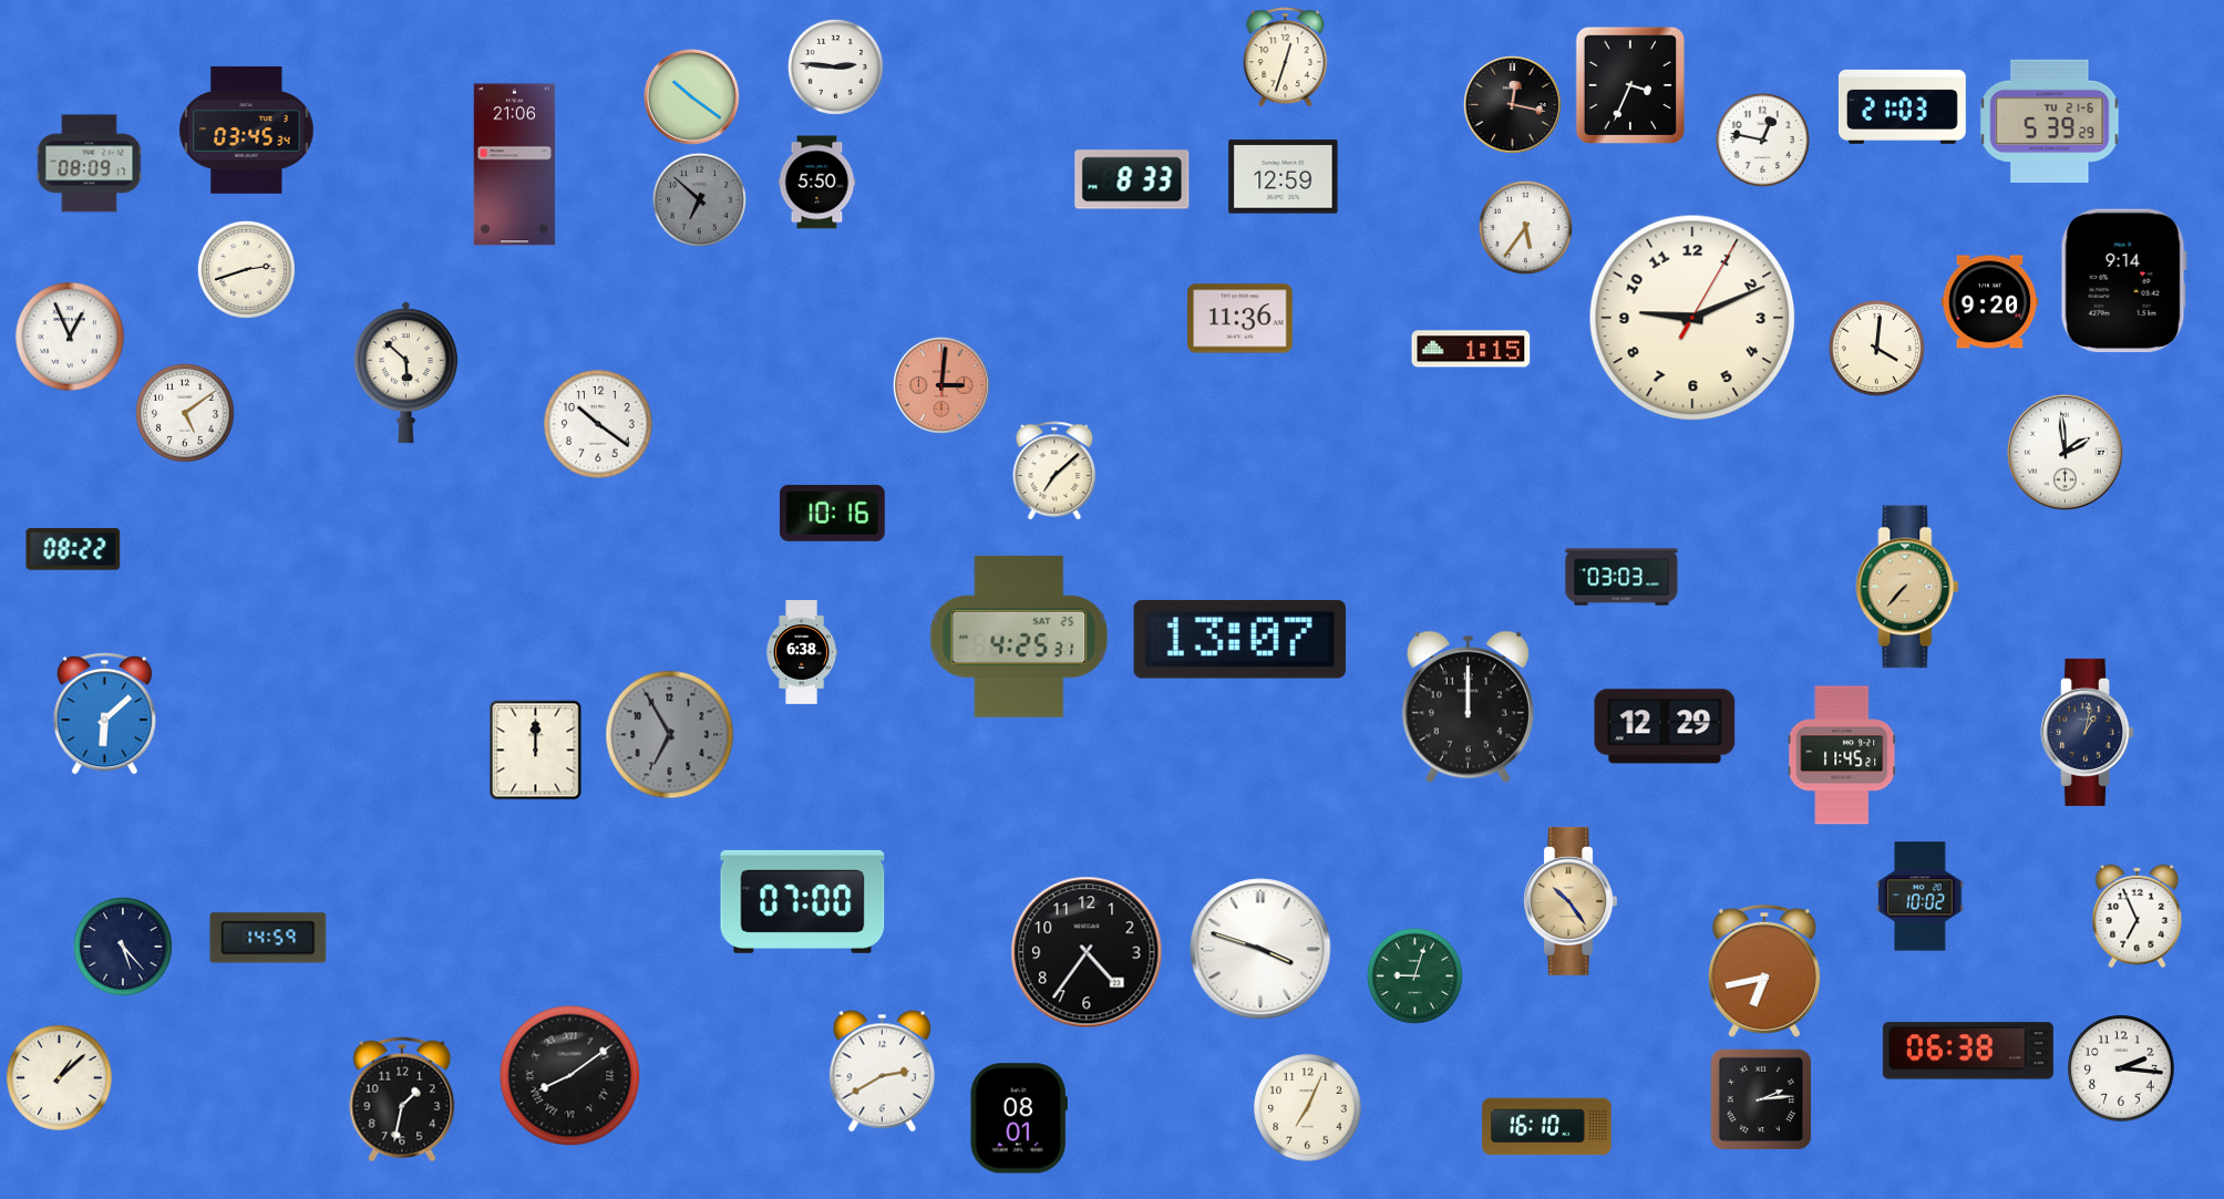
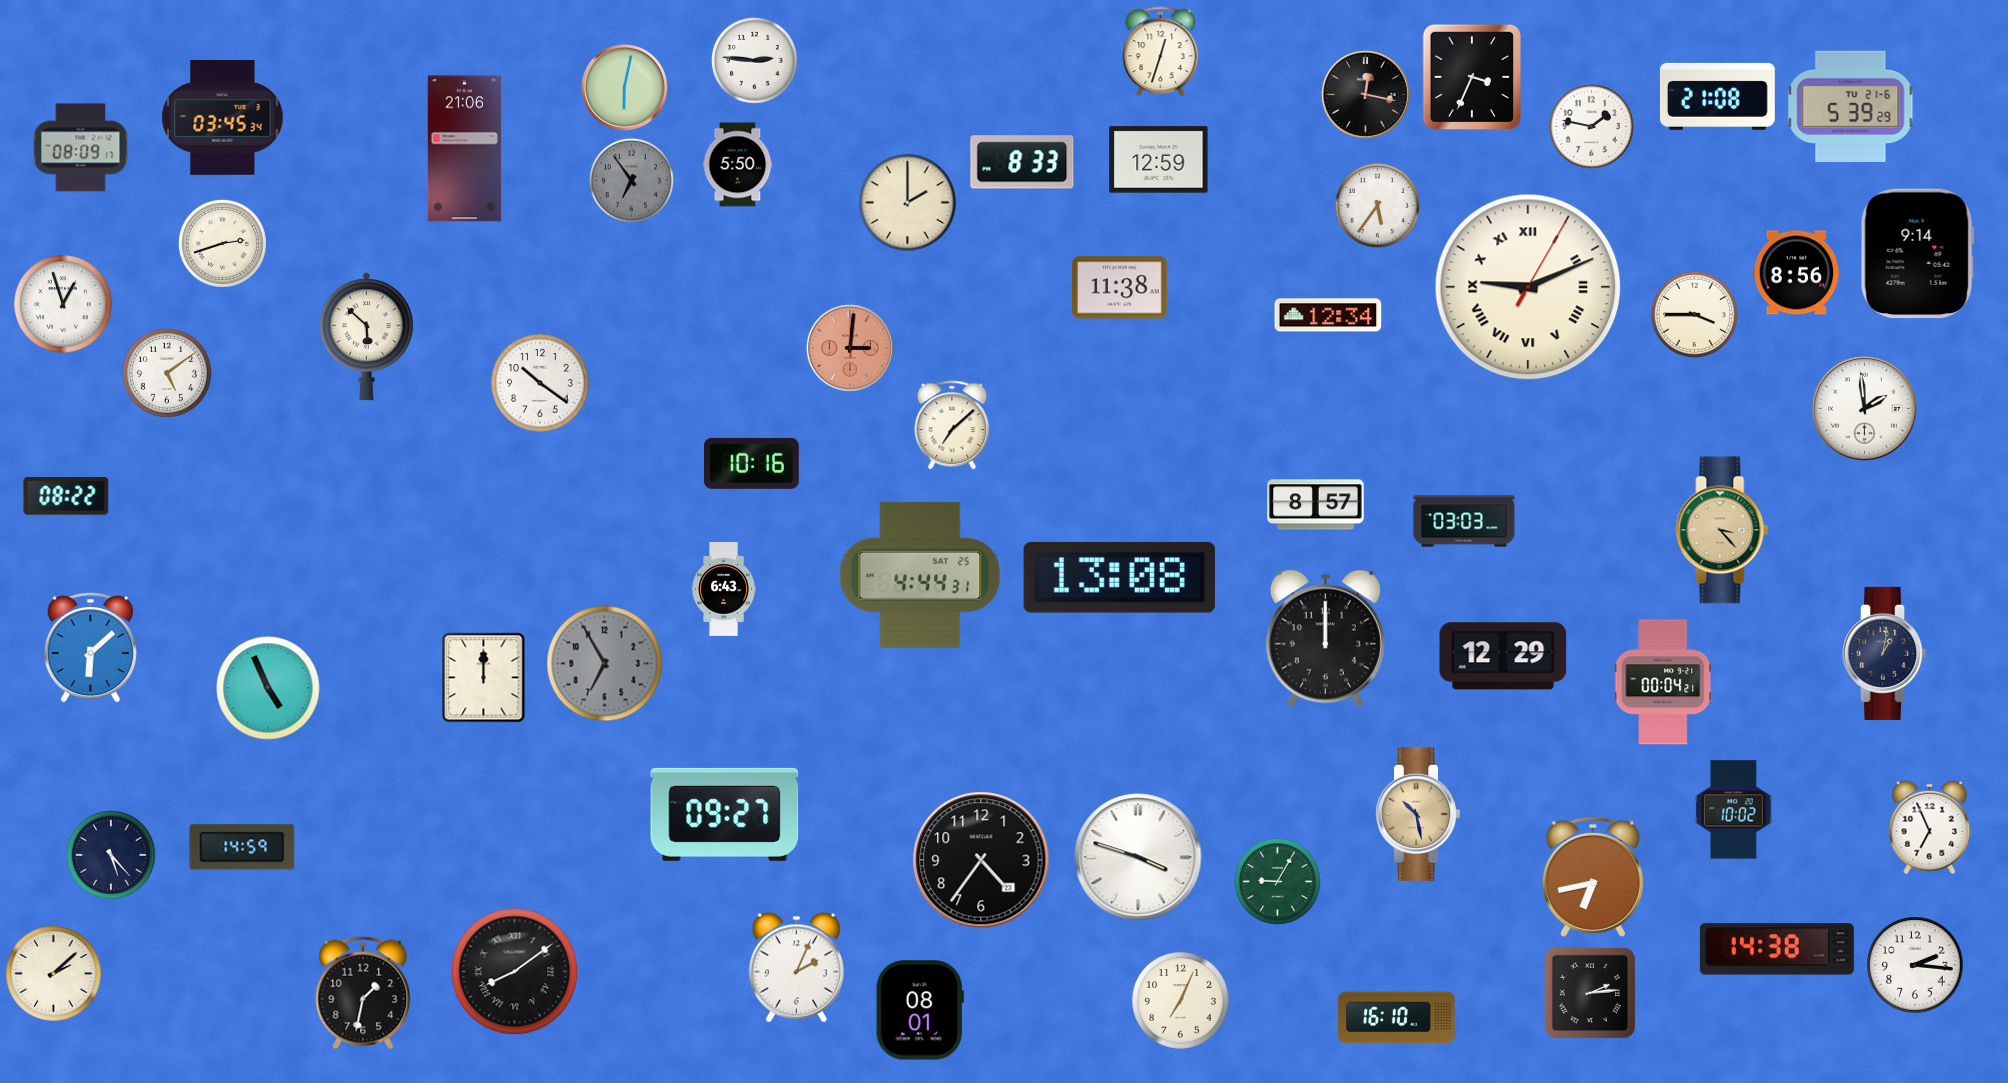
clock at (691, 96): 10:21 -> 6:02
clock at (1902, 106): 21:03 -> 21:08
clock at (2050, 121) position: (2050, 121) -> (1851, 106)
clock at (1762, 139): 12:47 -> 1:47
clock at (699, 199): 6:52 -> 6:54
clock at (908, 203): none -> 2:00
clock at (1990, 302): 9:20 -> 8:56
clock at (1692, 318) numerals: Arabic -> Roman
clock at (1240, 319): 11:36 -> 11:38
clock at (70, 337): 12:56 -> 12:57
clock at (1876, 348): 4:01 -> 3:45
clock at (1471, 349): 1:15 -> 12:34
clock at (1316, 505): none -> 8:57
clock at (1907, 587): 7:37 -> 3:23
clock at (1019, 637): 4:25 -> 4:44
clock at (1239, 639): 13:07 -> 13:08
clock at (802, 653): 6:38 -> 6:43
clock at (104, 714) position: (104, 714) -> (90, 648)
clock at (2088, 732) position: (2088, 732) -> (1885, 653)
clock at (1842, 755): 11:45 -> 00:04
clock at (268, 688): none -> 4:56
clock at (803, 901): 07:00 -> 09:27
clock at (1571, 901): 10:24 -> 10:28
clock at (1414, 975): 9:03 -> 9:05
clock at (1968, 1051): 06:38 -> 14:38
clock at (882, 1072): 2:40 -> 2:04
clock at (60, 1078): 1:08 -> 2:08
